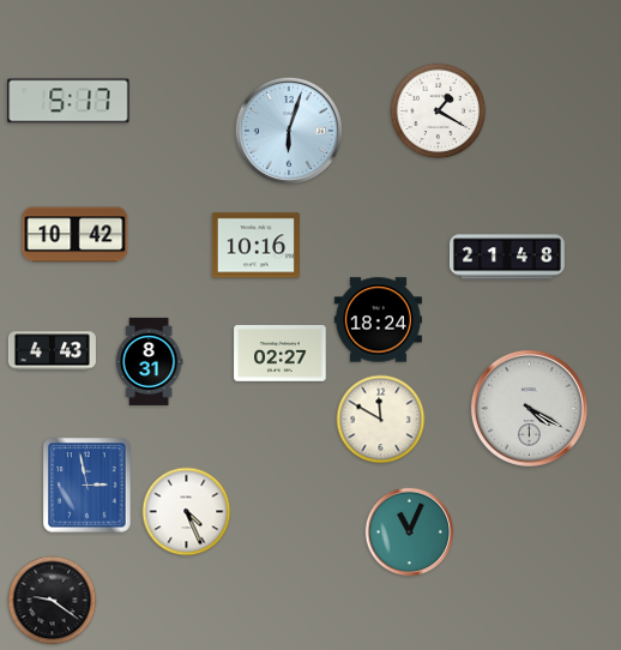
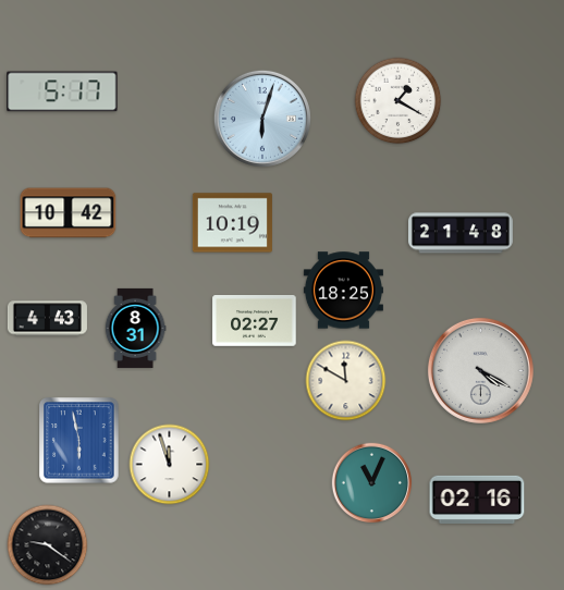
clock at (255, 246): 10:16 -> 10:19
clock at (378, 320): 18:24 -> 18:25
clock at (88, 486): 2:58 -> 5:58
clock at (187, 512): 4:26 -> 11:57
clock at (477, 500): none -> 02:16
